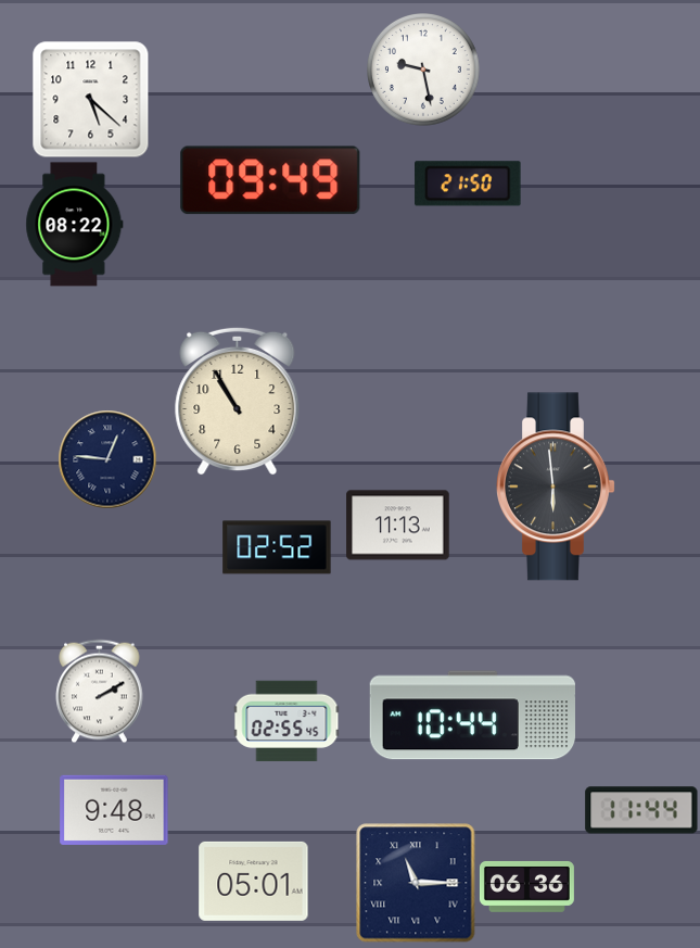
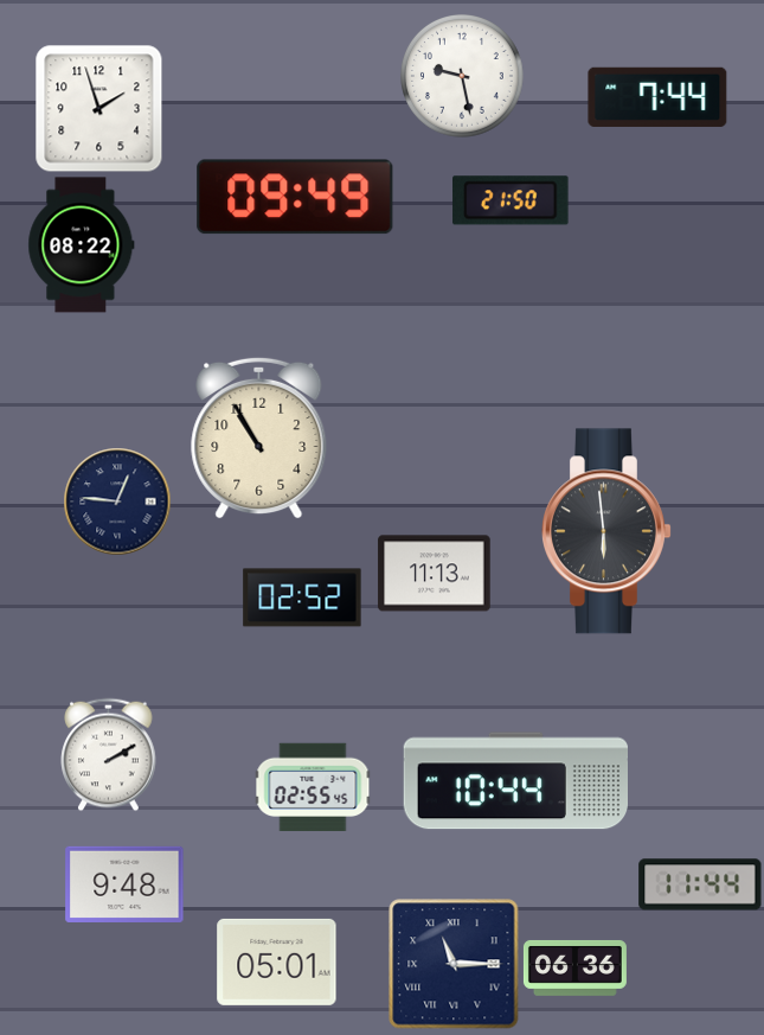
clock at (657, 96): none -> 7:44
clock at (90, 99): 5:22 -> 1:57
